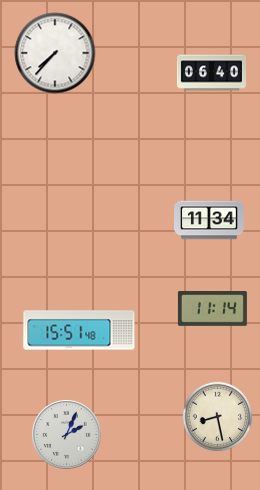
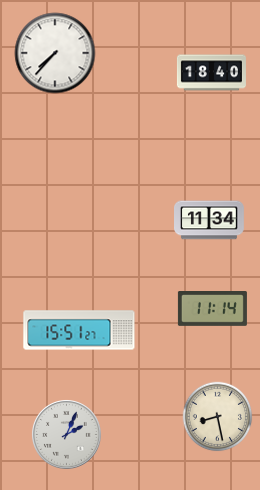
clock at (211, 73): 06:40 -> 18:40
clock at (79, 330): 15:51:48 -> 15:51:27
